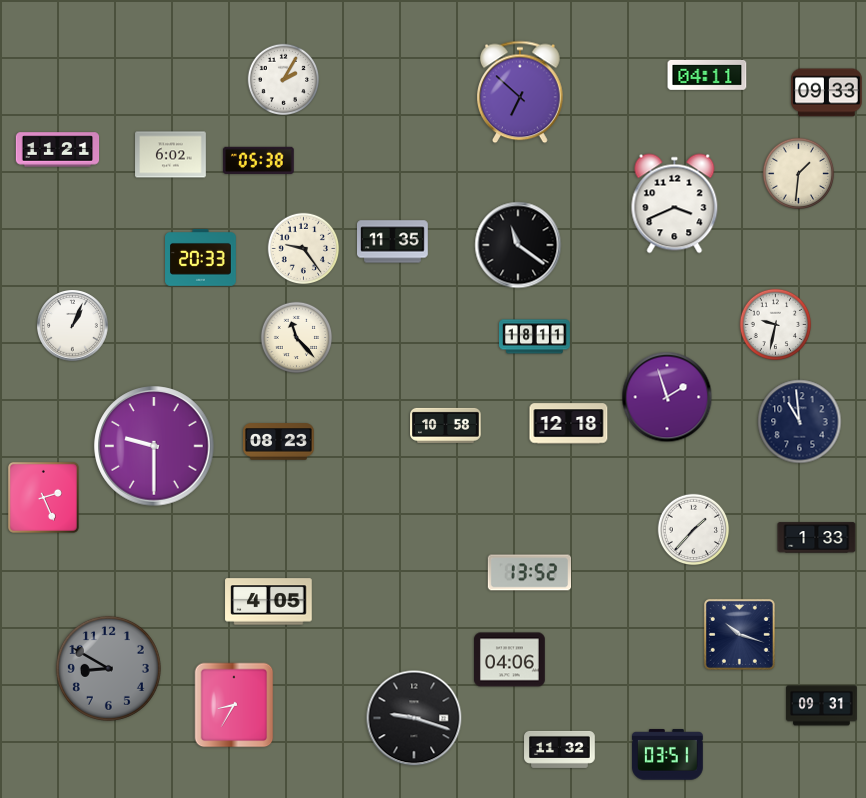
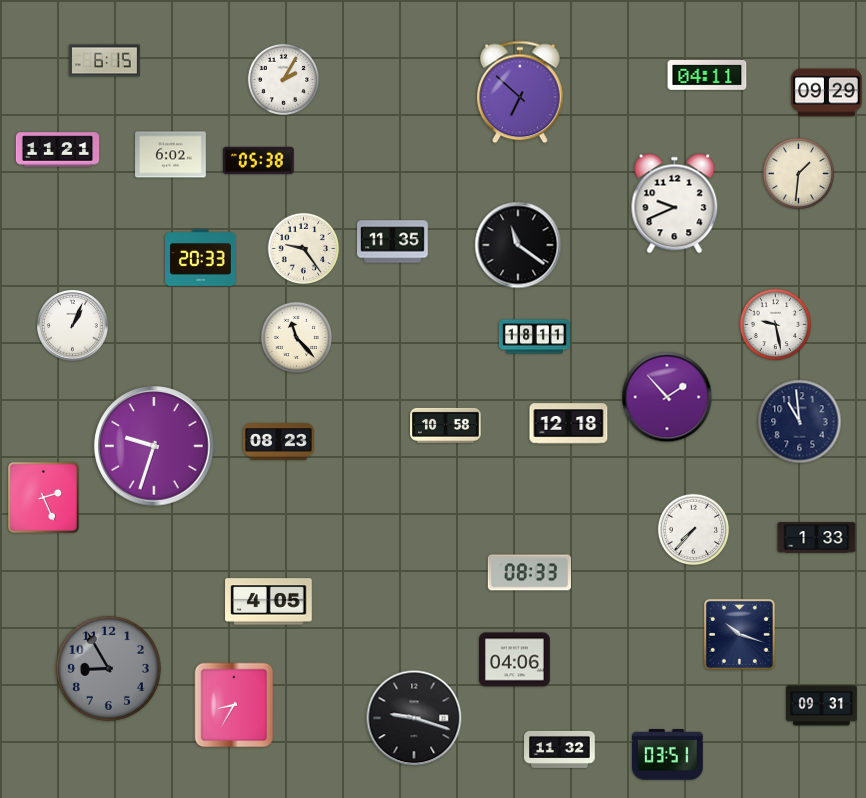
clock at (105, 61): none -> 6:15
clock at (827, 93): 09:33 -> 09:29
clock at (675, 204): 3:41 -> 9:41
clock at (776, 325): 9:32 -> 9:28
clock at (667, 397): 1:57 -> 1:53
clock at (154, 446): 9:30 -> 9:33
clock at (694, 530): 1:37 -> 7:37
clock at (529, 573): 13:52 -> 08:33
clock at (510, 660) position: (510, 660) -> (515, 660)
clock at (108, 668): 8:50 -> 8:55
